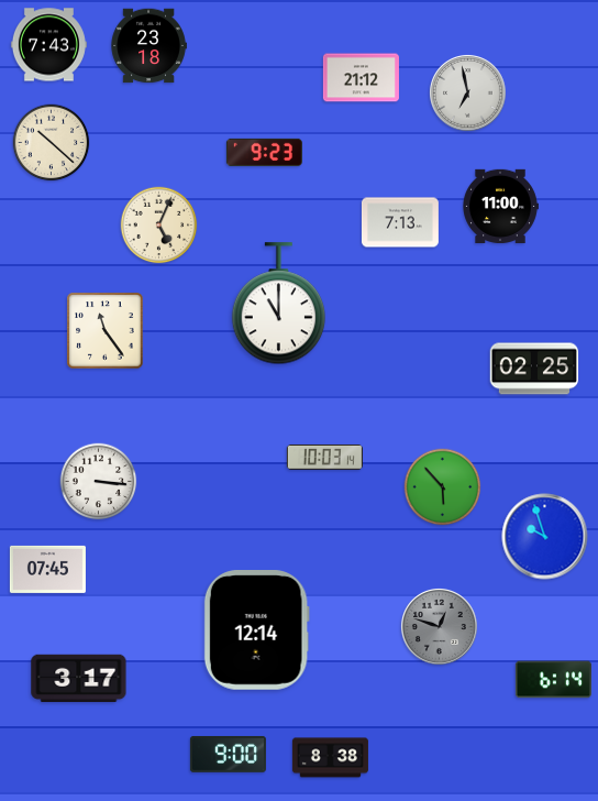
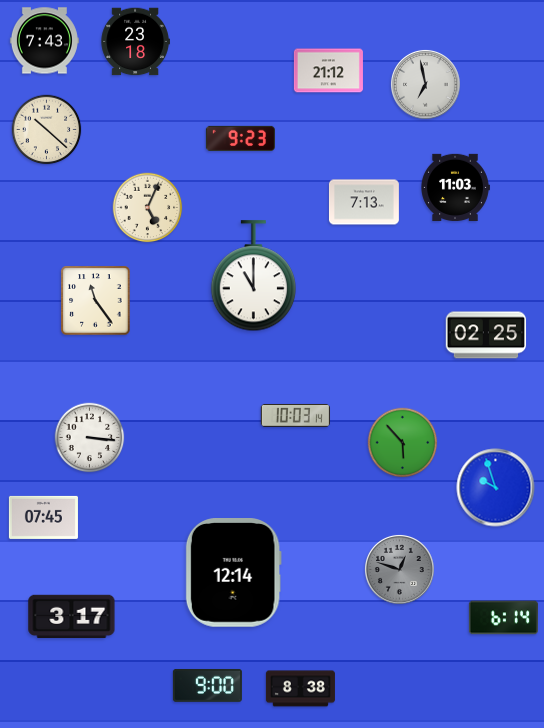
clock at (500, 206): 11:00 -> 11:03
clock at (159, 226) position: (159, 226) -> (148, 208)
